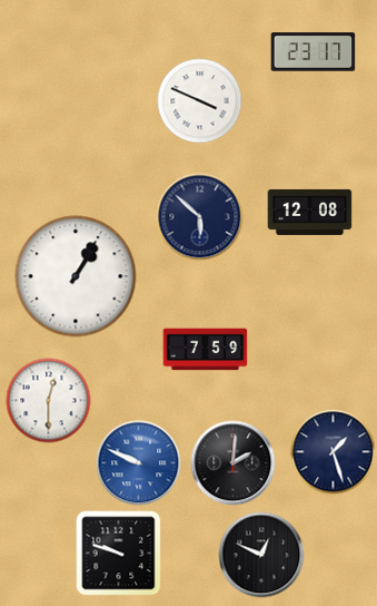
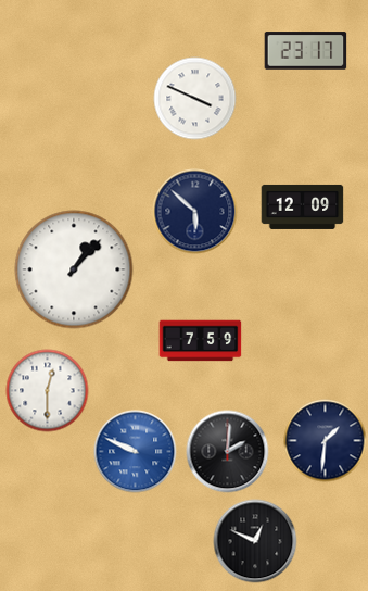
clock at (310, 212): 12:08 -> 12:09
clock at (76, 276): 1:05 -> 1:07
clock at (334, 452): 1:27 -> 1:31
clock at (119, 554): 9:48 -> none
